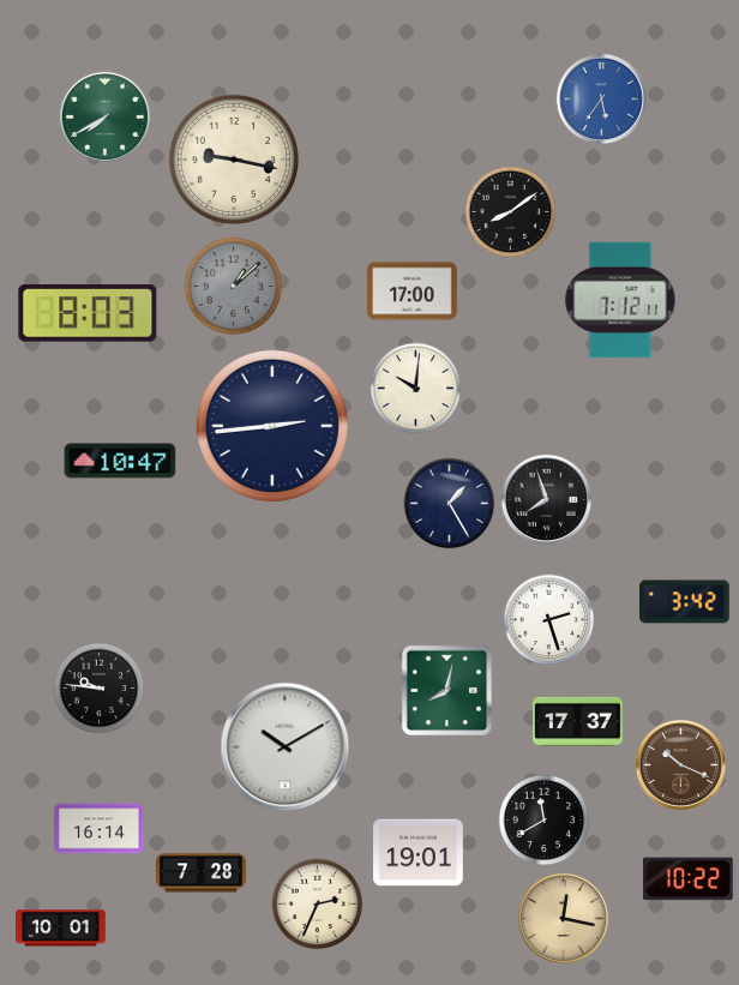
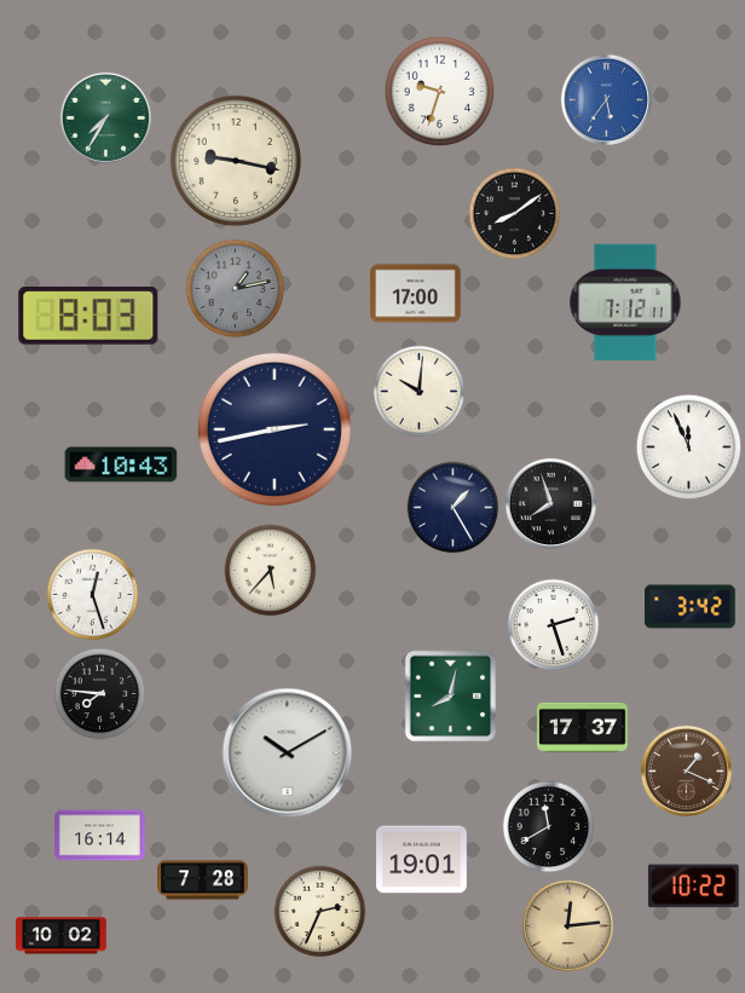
clock at (440, 92): none -> 9:33
clock at (104, 116): 7:40 -> 7:35
clock at (234, 287): 1:08 -> 1:13
clock at (272, 426): 2:44 -> 2:43
clock at (689, 448): none -> 11:56
clock at (120, 461): 10:47 -> 10:43
clock at (271, 571): none -> 5:37
clock at (93, 595): none -> 12:27
clock at (100, 689): 9:46 -> 7:46
clock at (680, 764): 10:19 -> 1:19
clock at (563, 918): 12:17 -> 12:14
clock at (61, 929): 10:01 -> 10:02
